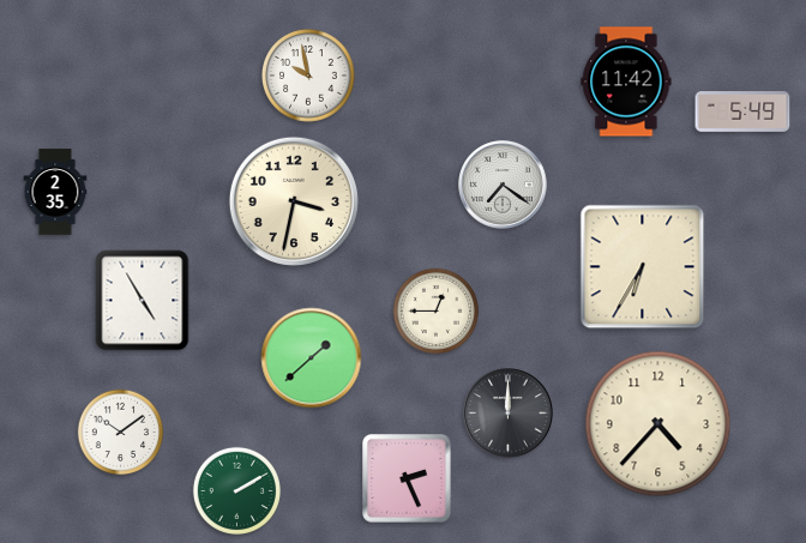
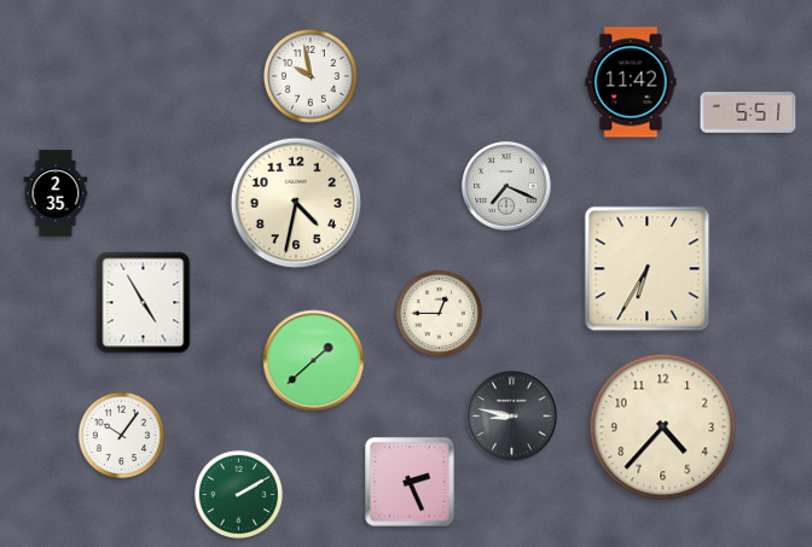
clock at (742, 111): 5:49 -> 5:51
clock at (503, 185): 7:21 -> 7:19
clock at (294, 201): 3:32 -> 4:32
clock at (509, 414): 12:00 -> 8:47
clock at (121, 433): 10:09 -> 10:06
